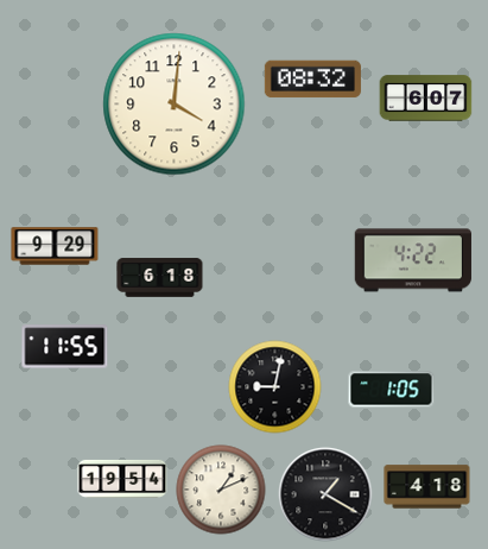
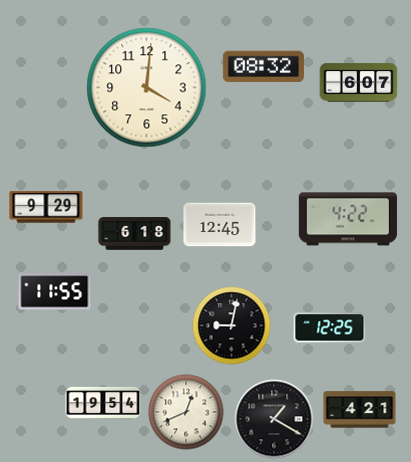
clock at (220, 225): none -> 12:45
clock at (392, 390): 1:05 -> 12:25
clock at (427, 487): 4:18 -> 4:21
clock at (221, 490): 1:11 -> 12:41
clock at (325, 494) position: (325, 494) -> (274, 419)
